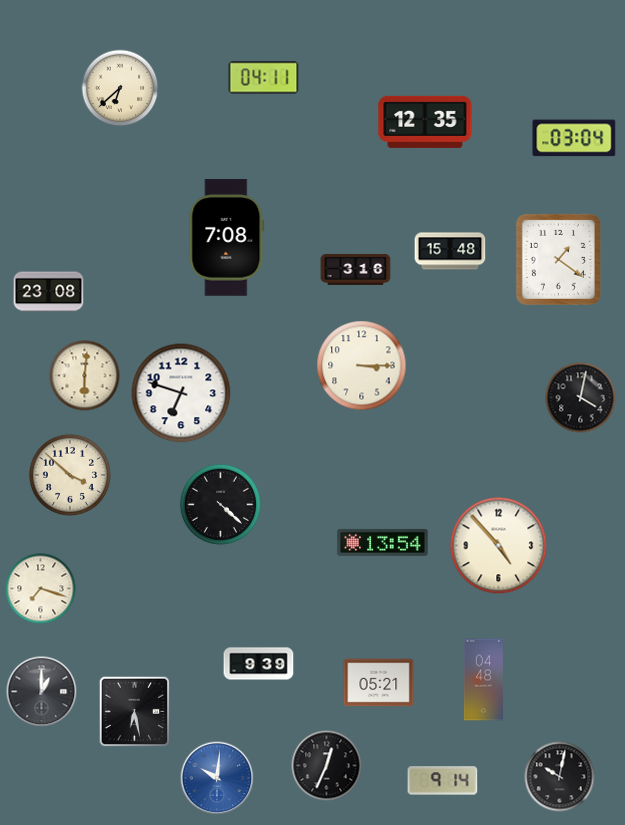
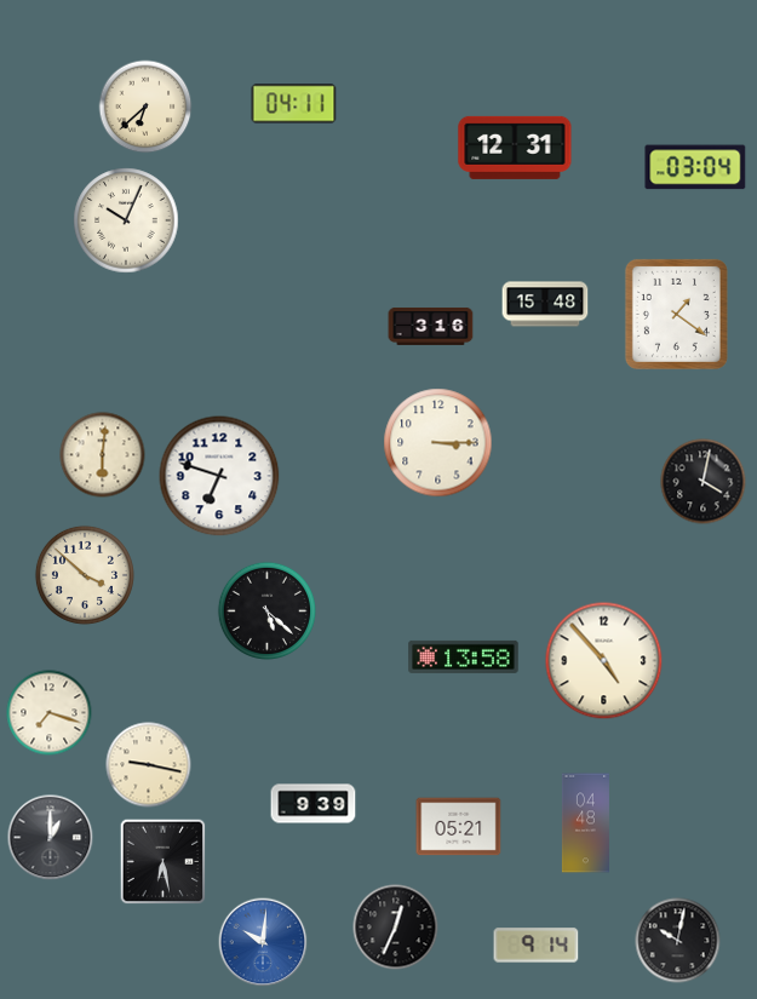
clock at (264, 78) position: (264, 78) -> (294, 104)
clock at (425, 122): 12:35 -> 12:31
clock at (126, 220): none -> 10:04
clock at (227, 238): 7:08 -> none
clock at (49, 292): 23:08 -> none
clock at (220, 504): 4:22 -> 5:22
clock at (383, 542): 13:54 -> 13:58
clock at (149, 765): none -> 9:17
